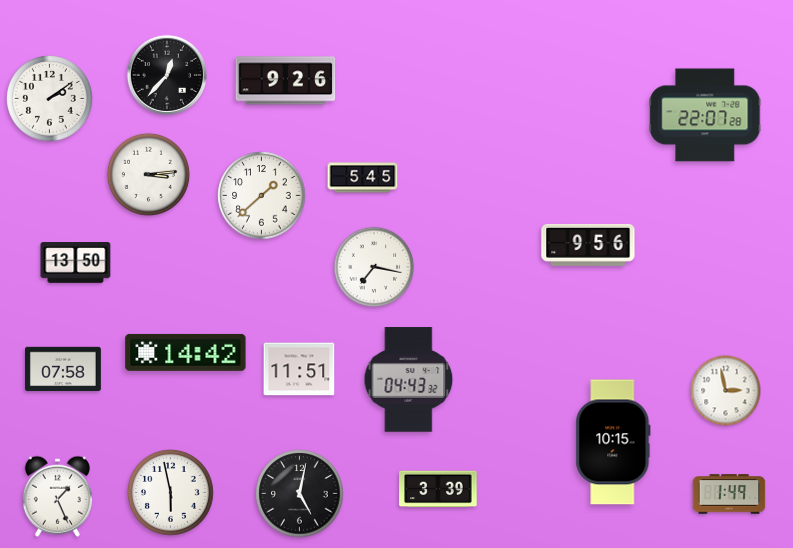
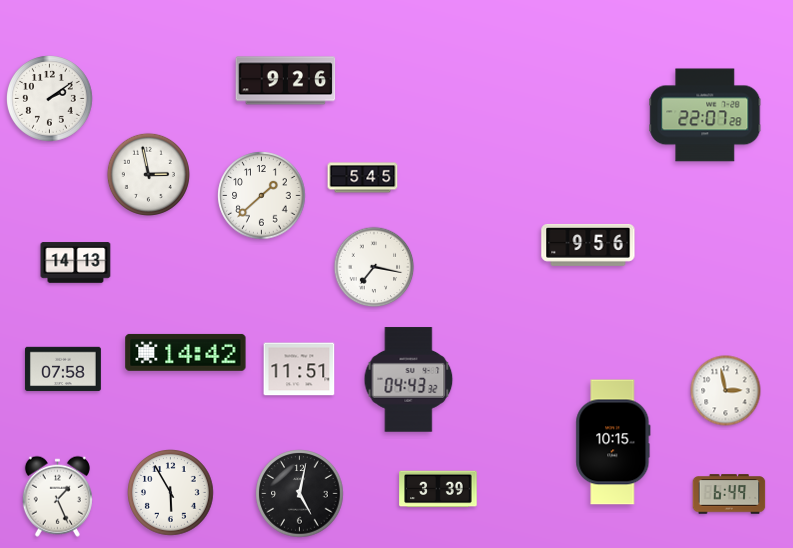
clock at (167, 75): 12:37 -> none
clock at (148, 174): 3:14 -> 2:58
clock at (76, 263): 13:50 -> 14:13
clock at (171, 493): 5:58 -> 5:55
clock at (729, 494): 1:49 -> 6:49
